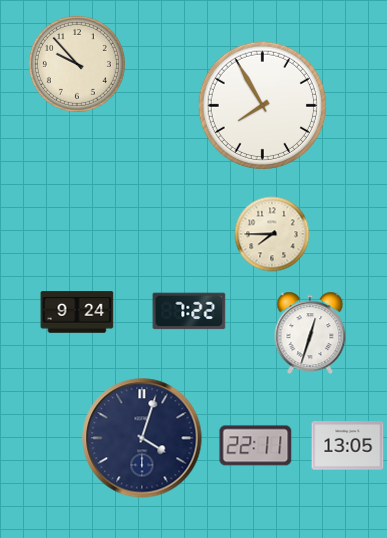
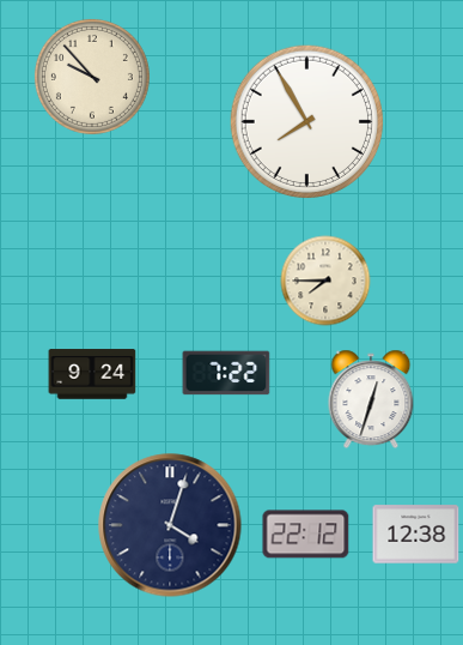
clock at (262, 105) position: (262, 105) -> (306, 121)
clock at (256, 446): 22:11 -> 22:12
clock at (348, 446): 13:05 -> 12:38
